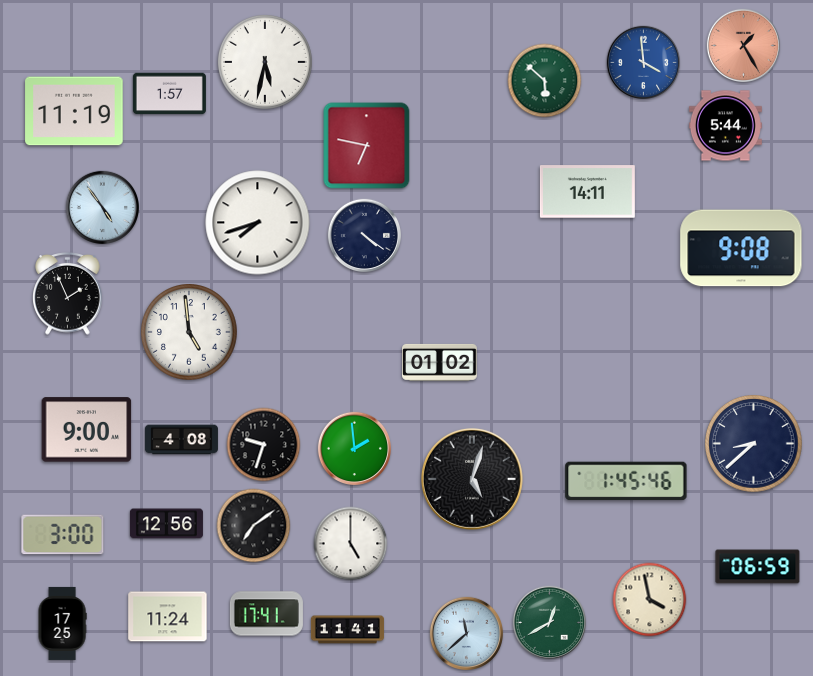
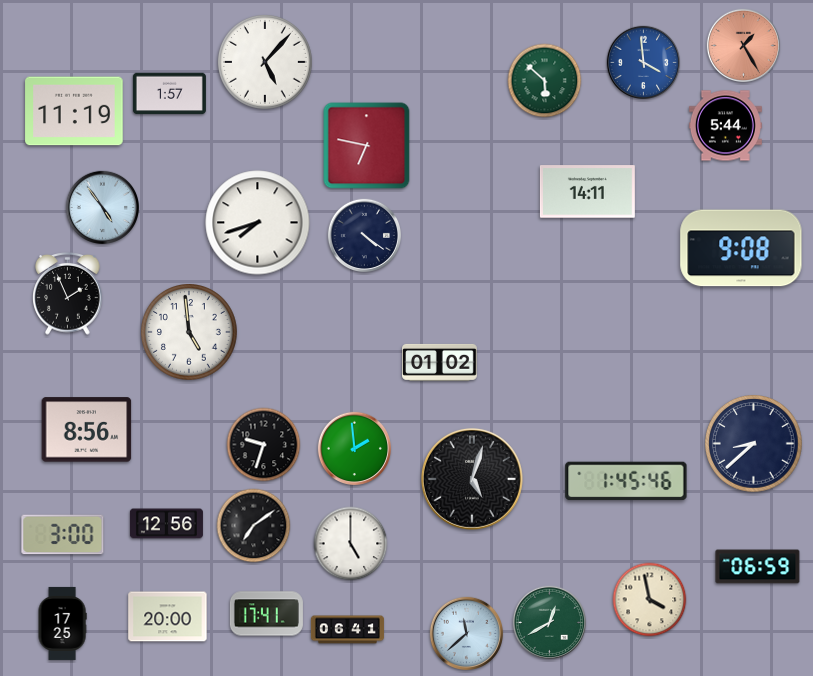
clock at (265, 62): 5:32 -> 5:07
clock at (87, 430): 9:00 -> 8:56
clock at (181, 440): 4:08 -> none
clock at (168, 617): 11:24 -> 20:00
clock at (347, 630): 11:41 -> 06:41
